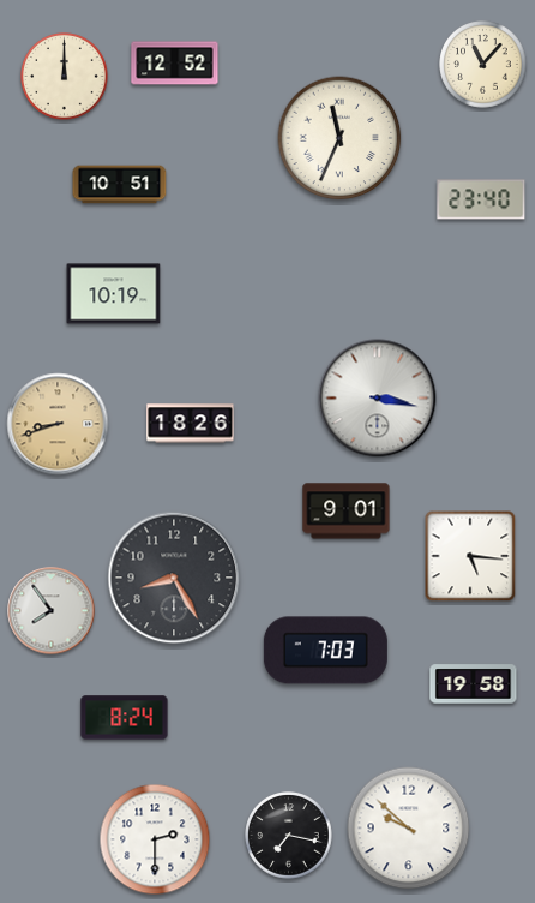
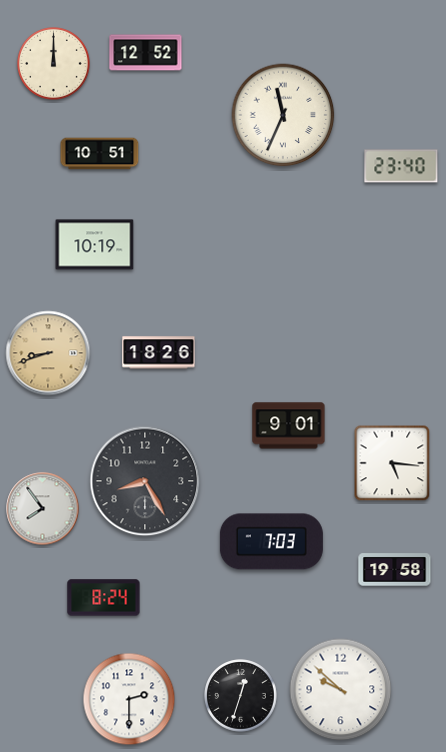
clock at (483, 65): 11:07 -> none
clock at (378, 399): 3:17 -> none
clock at (289, 836): 7:17 -> 12:33
